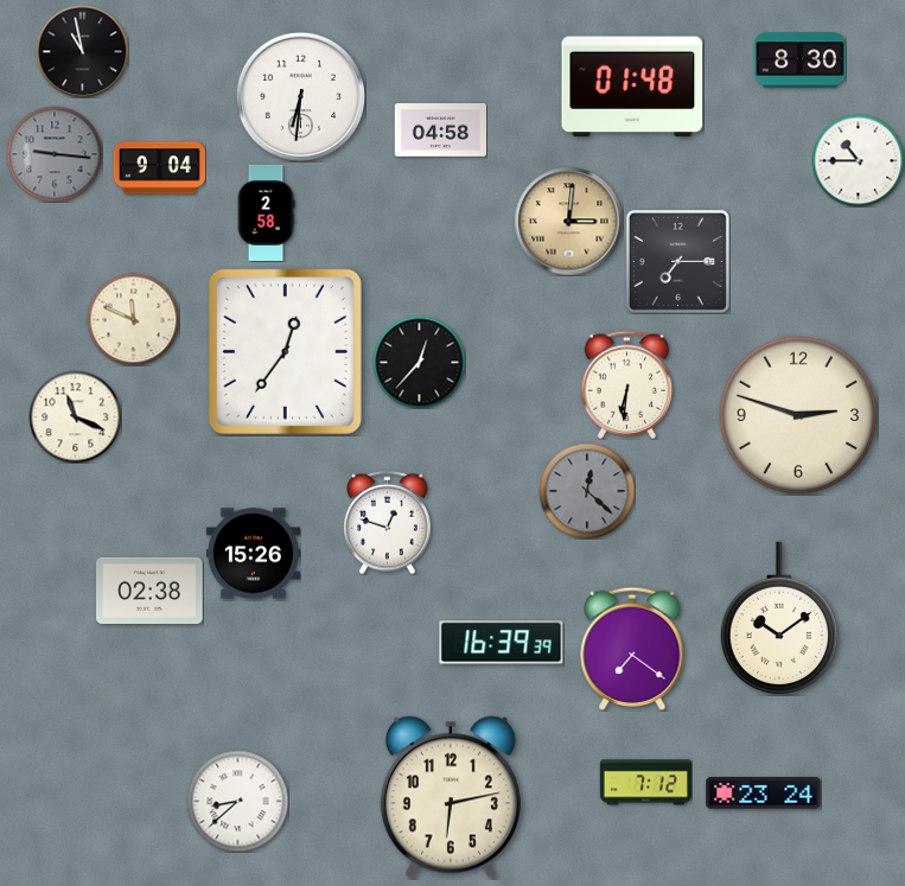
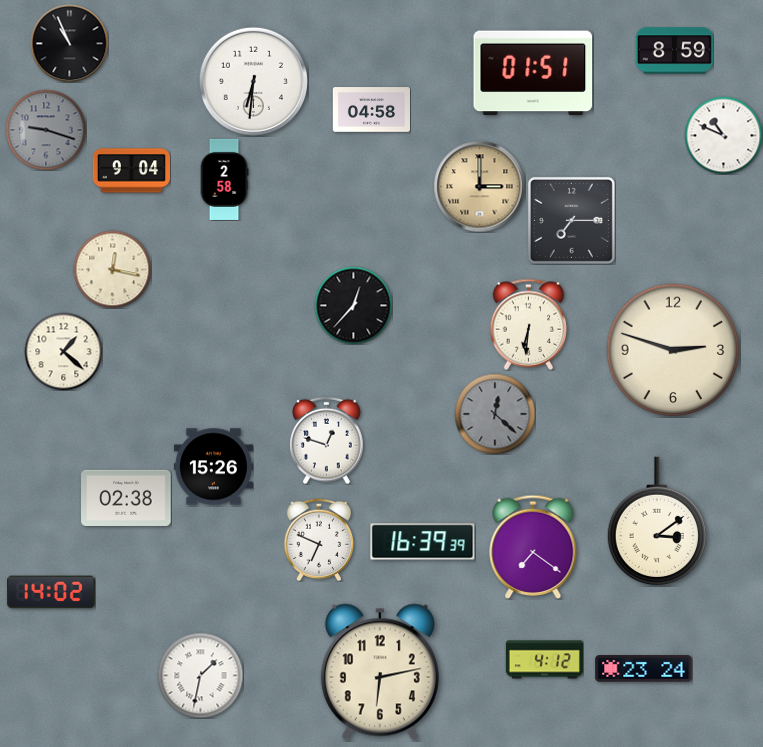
clock at (82, 51): 10:58 -> 10:56
clock at (799, 60): 8:30 -> 8:59
clock at (632, 87): 01:48 -> 01:51
clock at (55, 154): 9:16 -> 9:18
clock at (858, 160): 10:45 -> 10:49
clock at (159, 168) position: (159, 168) -> (131, 171)
clock at (568, 221): 3:01 -> 3:00
clock at (133, 319): 11:49 -> 12:17
clock at (285, 351): 12:36 -> none
clock at (75, 416): 11:19 -> 1:22
clock at (779, 618): 10:09 -> 3:09
clock at (319, 540): none -> 6:49
clock at (52, 592): none -> 14:02
clock at (645, 783): 7:12 -> 4:12
clock at (237, 801): 8:38 -> 1:32
